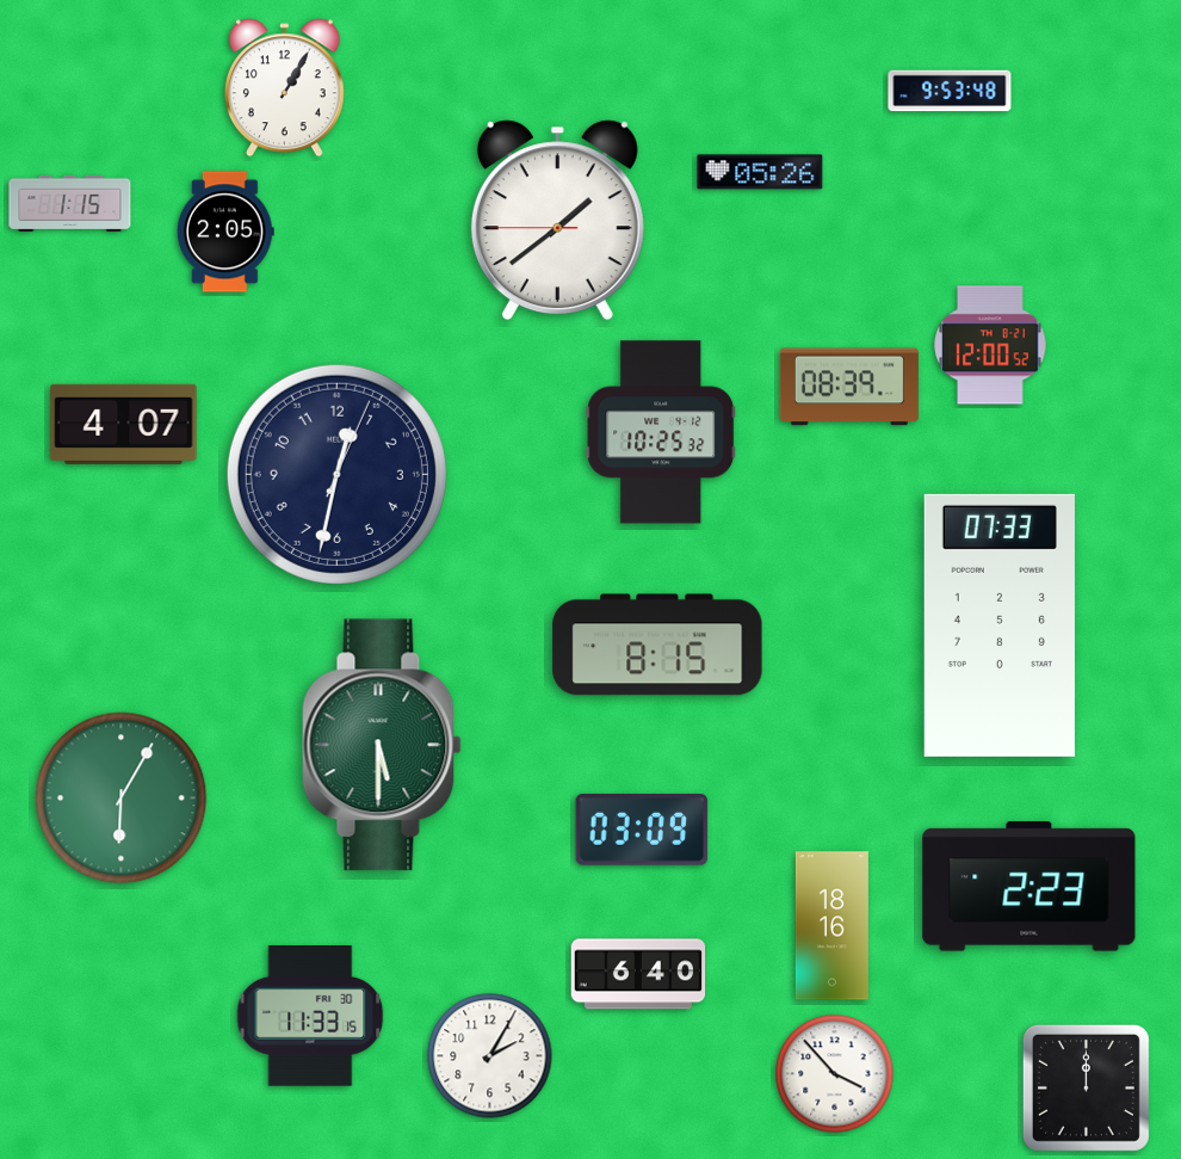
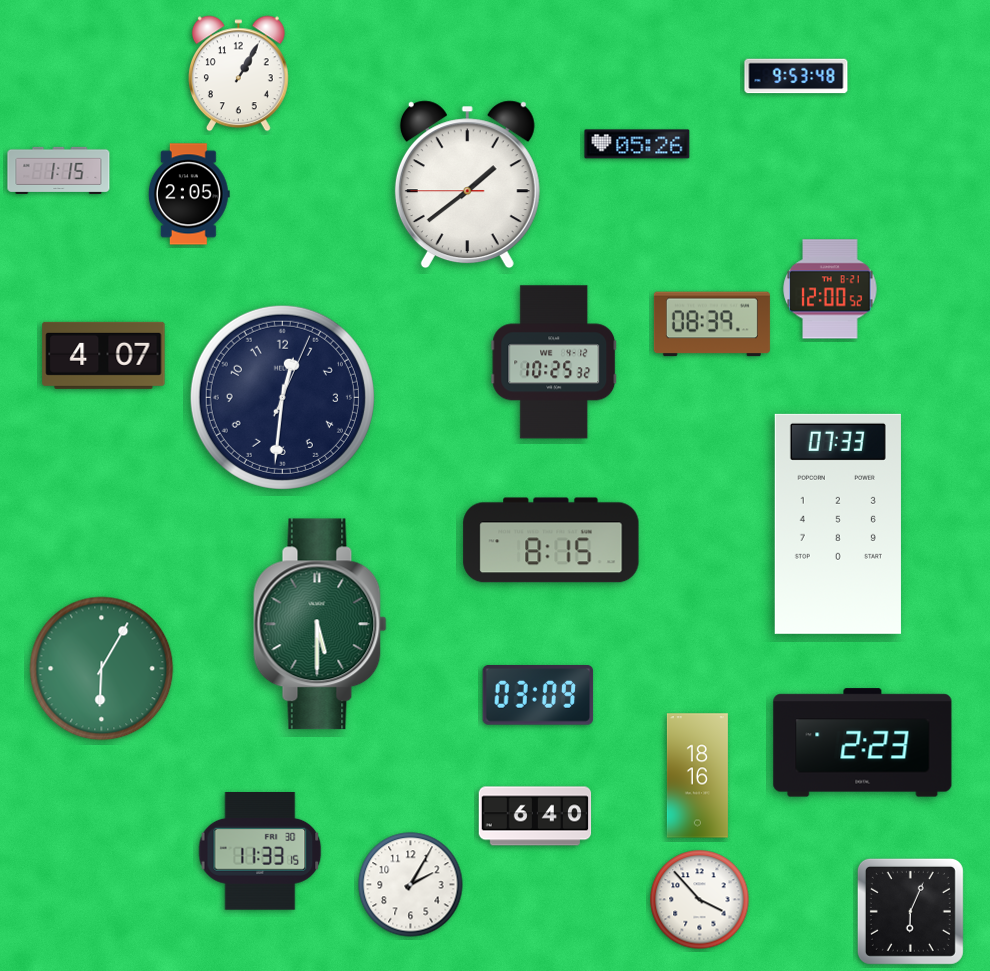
clock at (336, 474): 12:32 -> 12:31
clock at (1086, 1087): 12:00 -> 6:04
